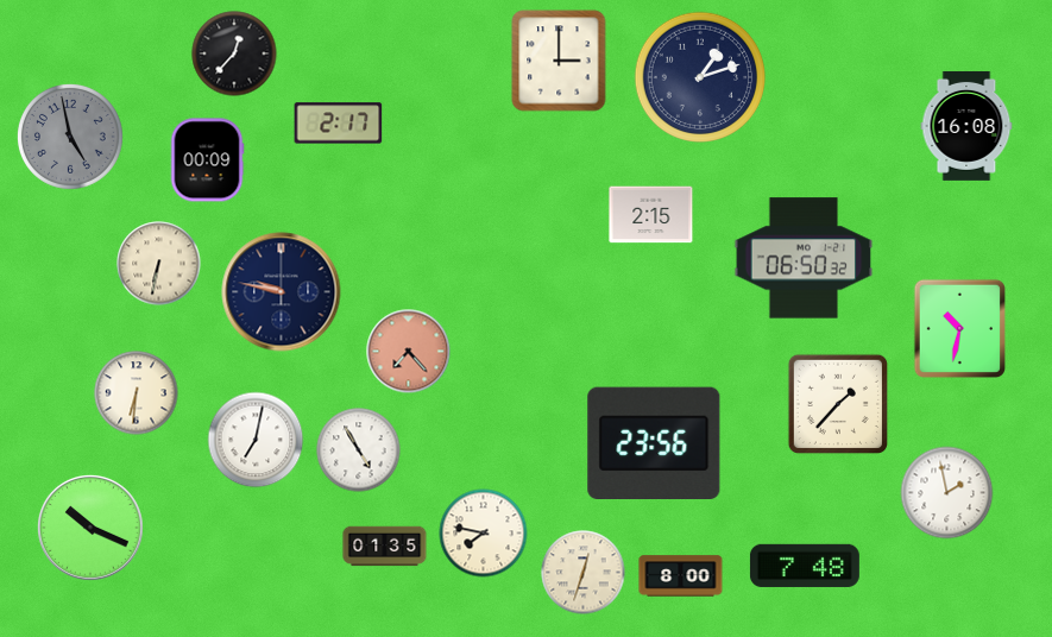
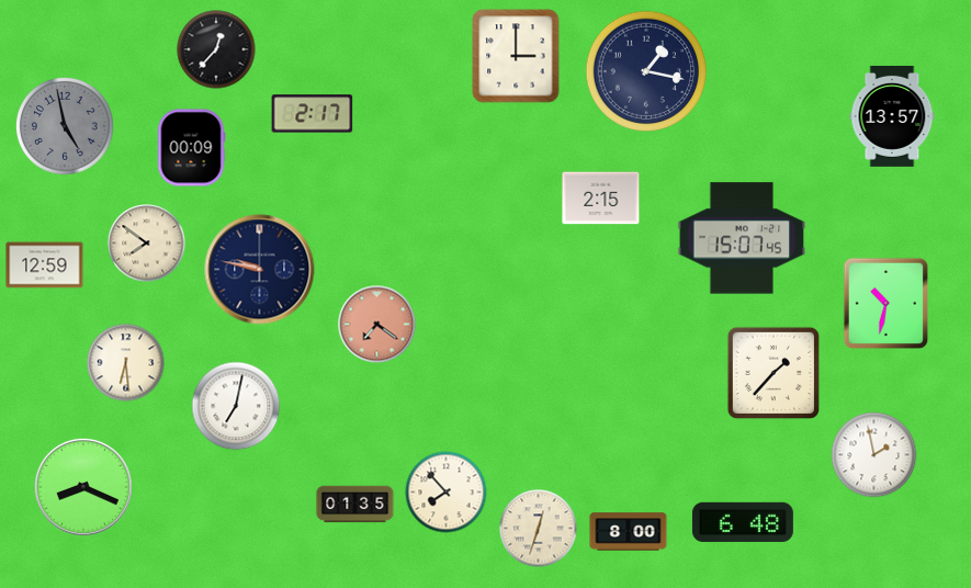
clock at (700, 77): 1:12 -> 1:17
clock at (966, 126): 16:08 -> 13:57
clock at (804, 258): 06:50 -> 15:07
clock at (159, 264): 6:32 -> 7:51
clock at (45, 265): none -> 12:59
clock at (409, 352): 7:23 -> 7:21
clock at (137, 393): 6:31 -> 6:29
clock at (654, 442): 23:56 -> none
clock at (359, 450): 4:55 -> none
clock at (90, 528): 10:19 -> 8:19
clock at (484, 534): 7:47 -> 7:53
clock at (805, 566): 7:48 -> 6:48
